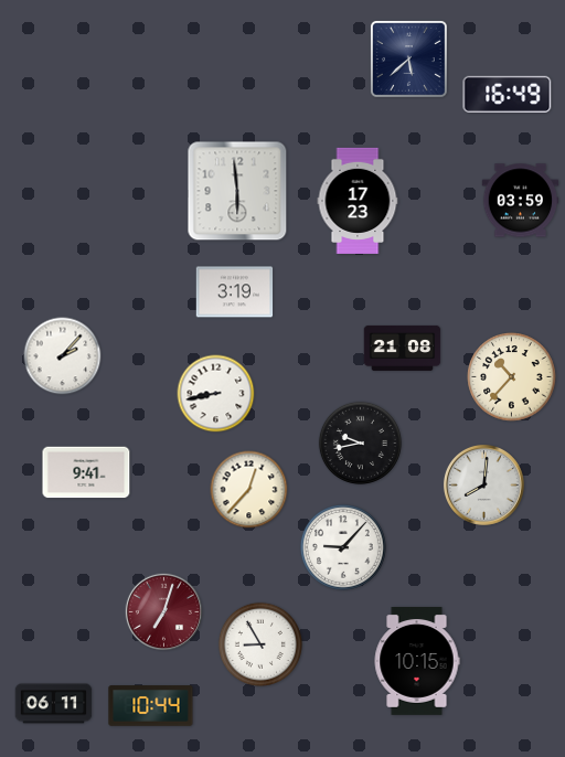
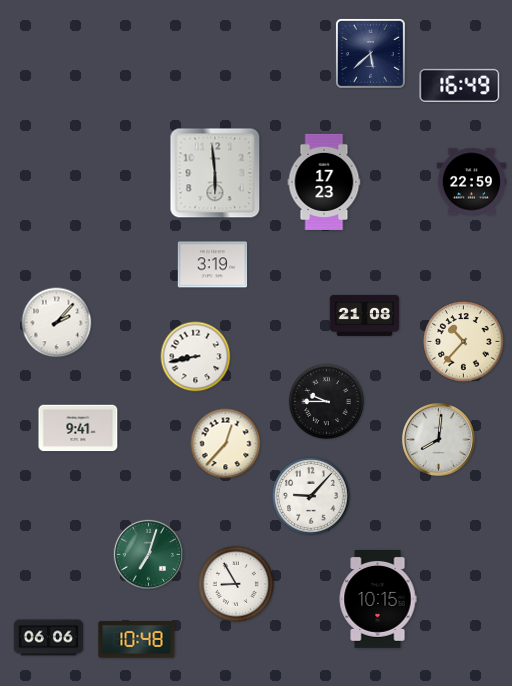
clock at (521, 201): 03:59 -> 22:59
clock at (360, 443): 9:43 -> 9:45
clock at (163, 611) dial: burgundy -> green
clock at (54, 704): 06:11 -> 06:06
clock at (151, 706): 10:44 -> 10:48
